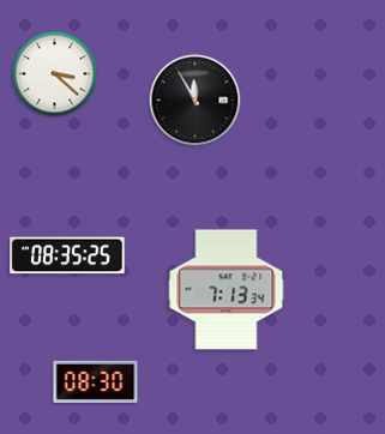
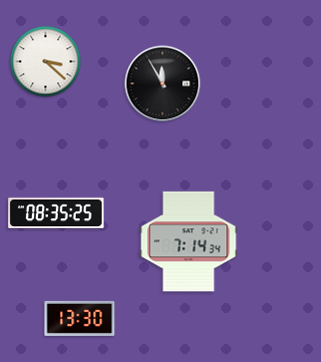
clock at (227, 290): 7:13 -> 7:14
clock at (96, 381): 08:30 -> 13:30
